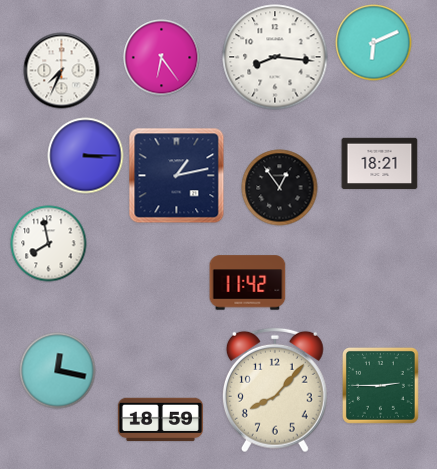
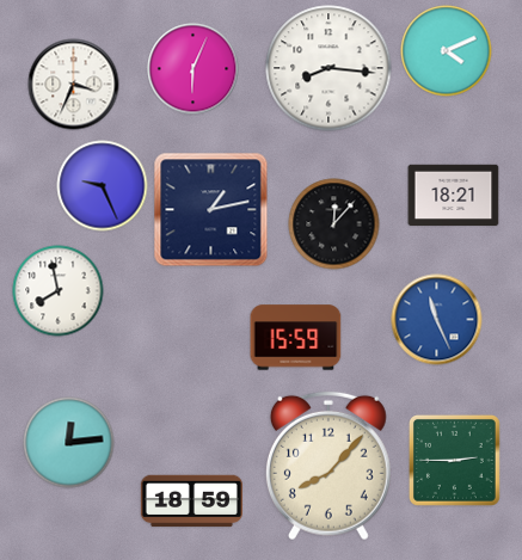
clock at (374, 43): 6:11 -> 4:11
clock at (162, 58): 6:24 -> 6:04
clock at (62, 71): 7:34 -> 3:34
clock at (86, 156): 3:15 -> 9:26
clock at (280, 188): 12:54 -> 12:07
clock at (437, 320): none -> 11:26
clock at (248, 283): 11:42 -> 15:59
clock at (58, 371): 12:17 -> 12:14
